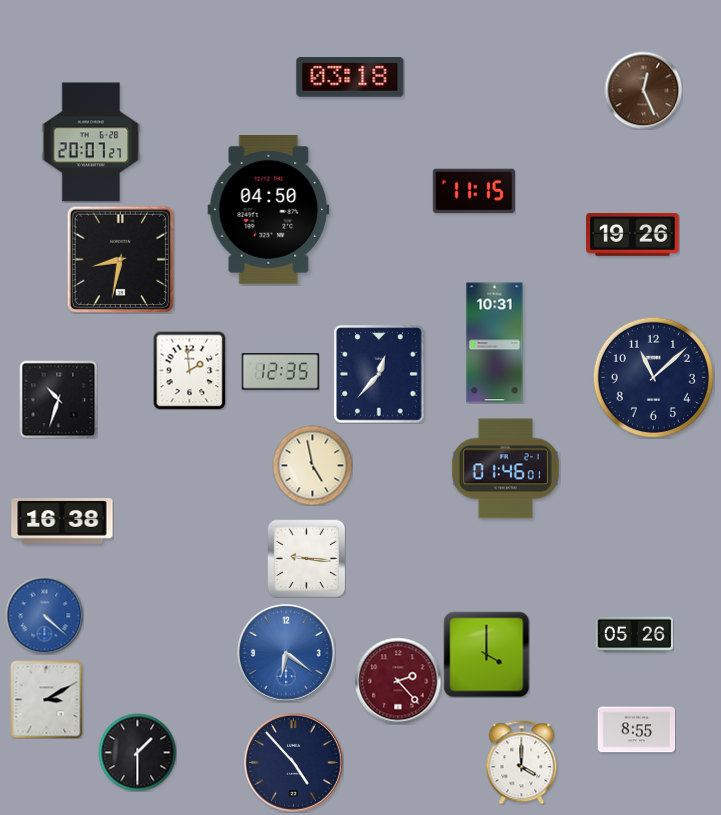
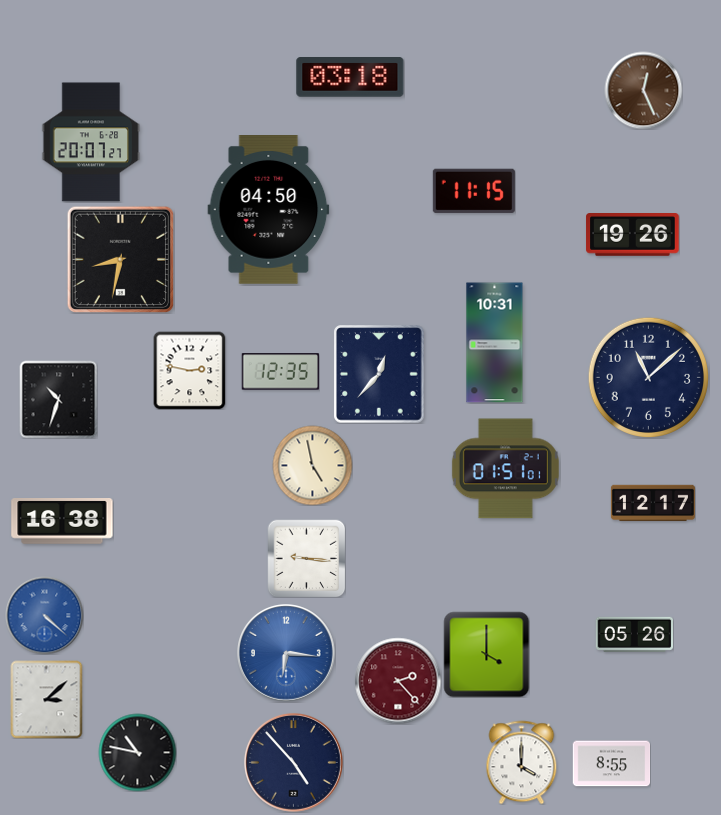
clock at (190, 370): 1:59 -> 2:47
clock at (653, 377) position: (653, 377) -> (648, 377)
clock at (505, 469): 01:46 -> 01:51
clock at (653, 503): none -> 12:17
clock at (287, 654): 6:21 -> 6:16
clock at (47, 699): 3:10 -> 3:08
clock at (636, 730) position: (636, 730) -> (611, 764)
clock at (137, 752): 1:30 -> 10:47
